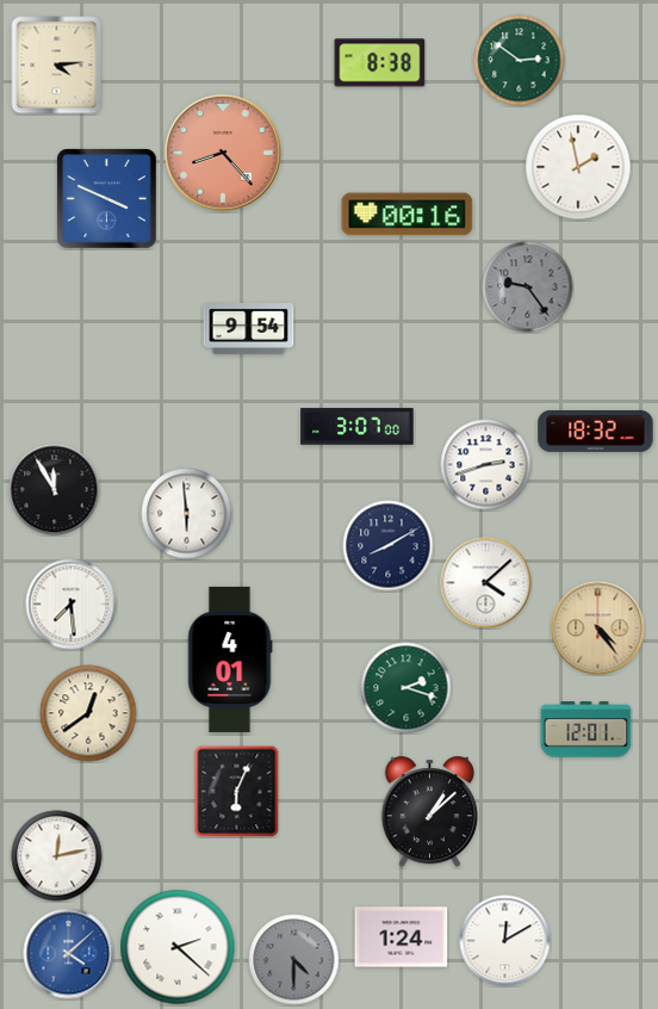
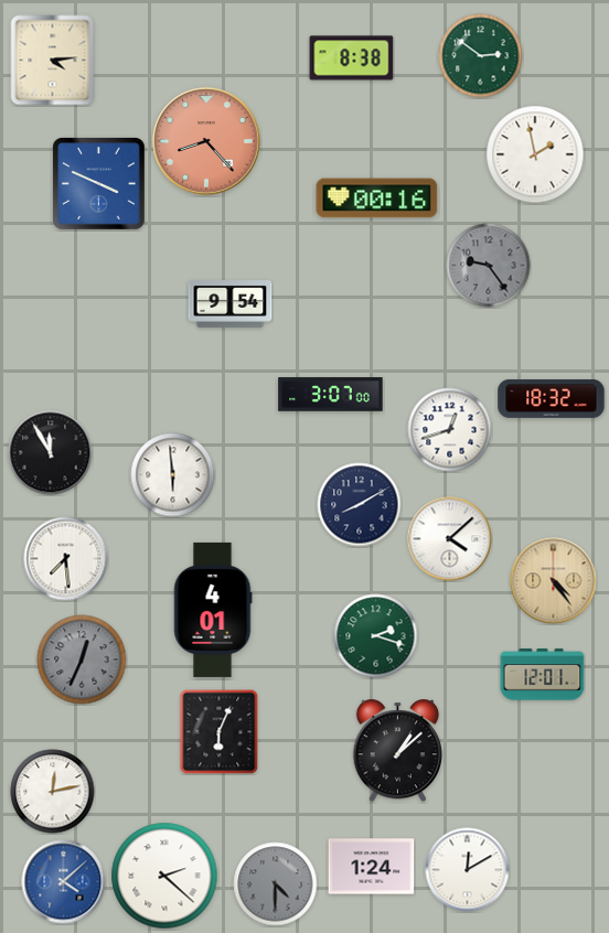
clock at (486, 465): 2:42 -> 12:42
clock at (88, 713): 12:39 -> 12:34
clock at (88, 713) dial: cream -> grey
clock at (294, 960) position: (294, 960) -> (276, 884)
